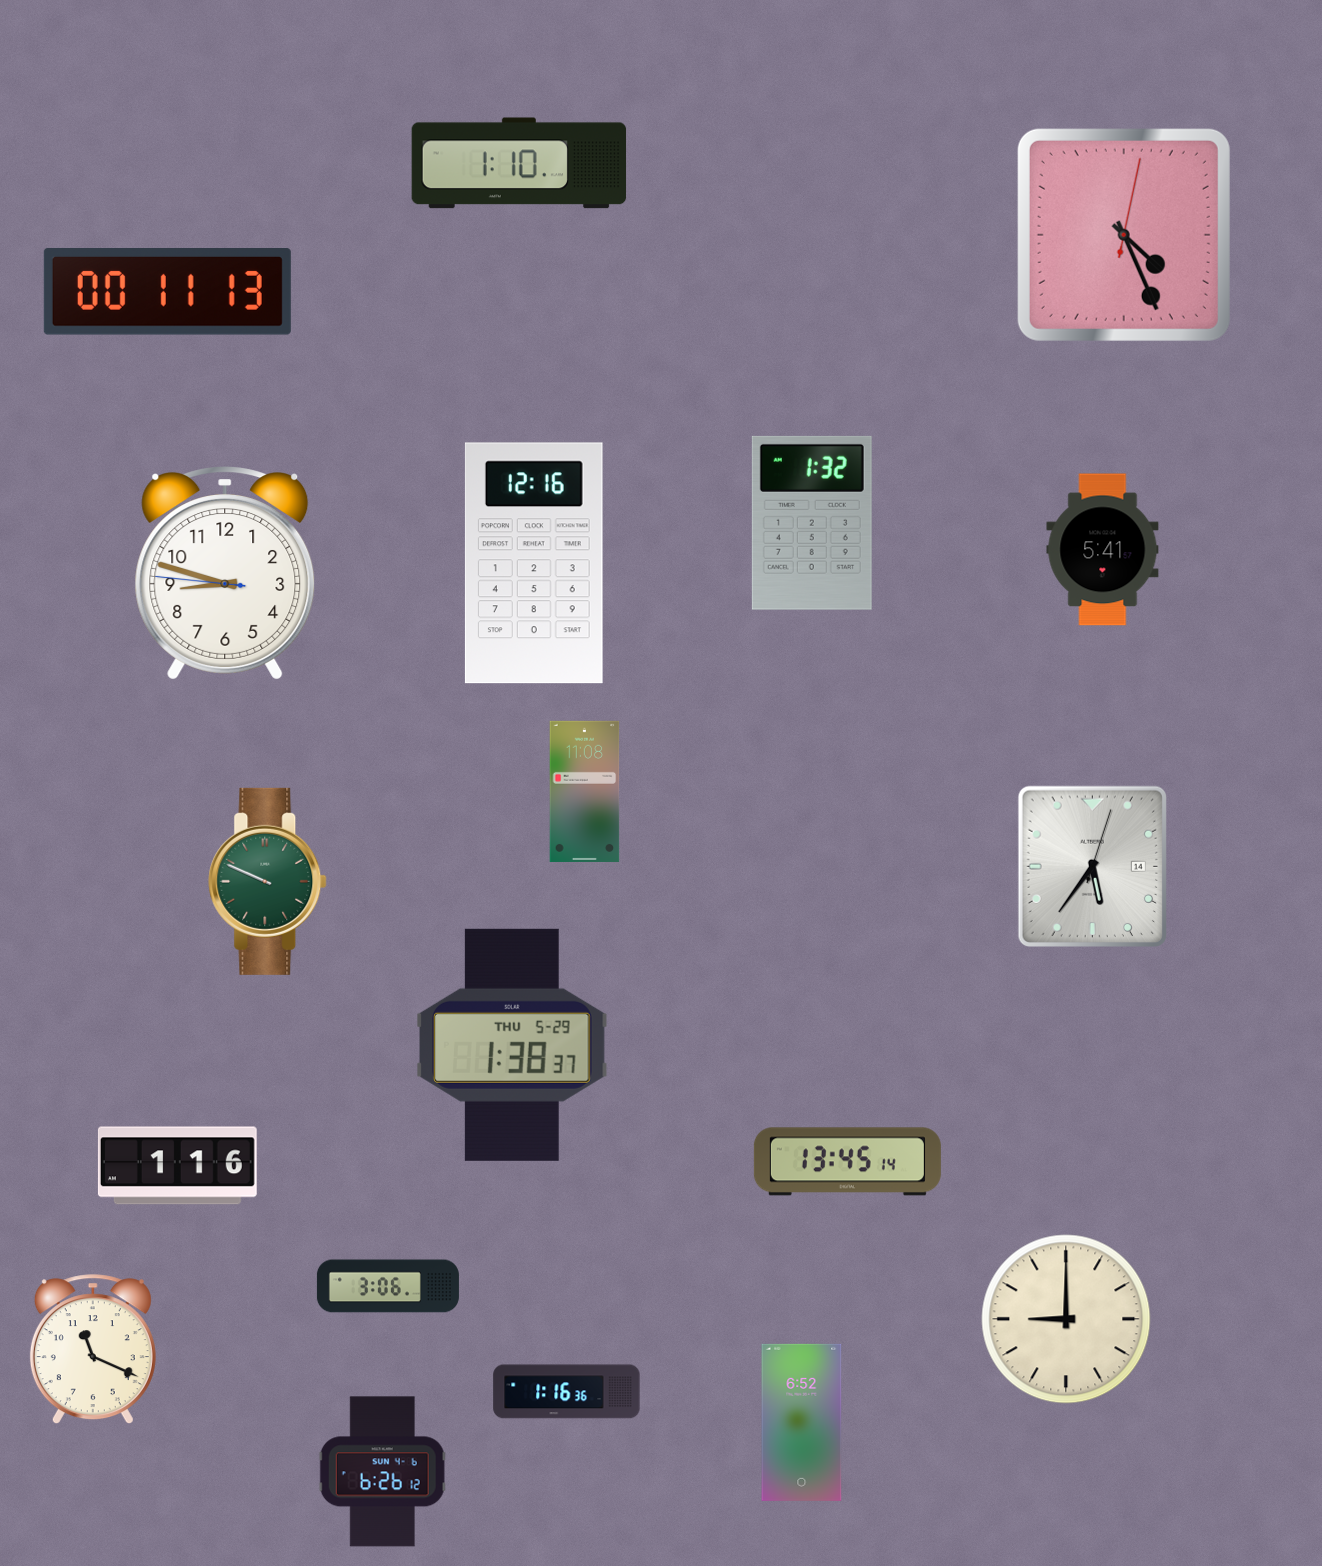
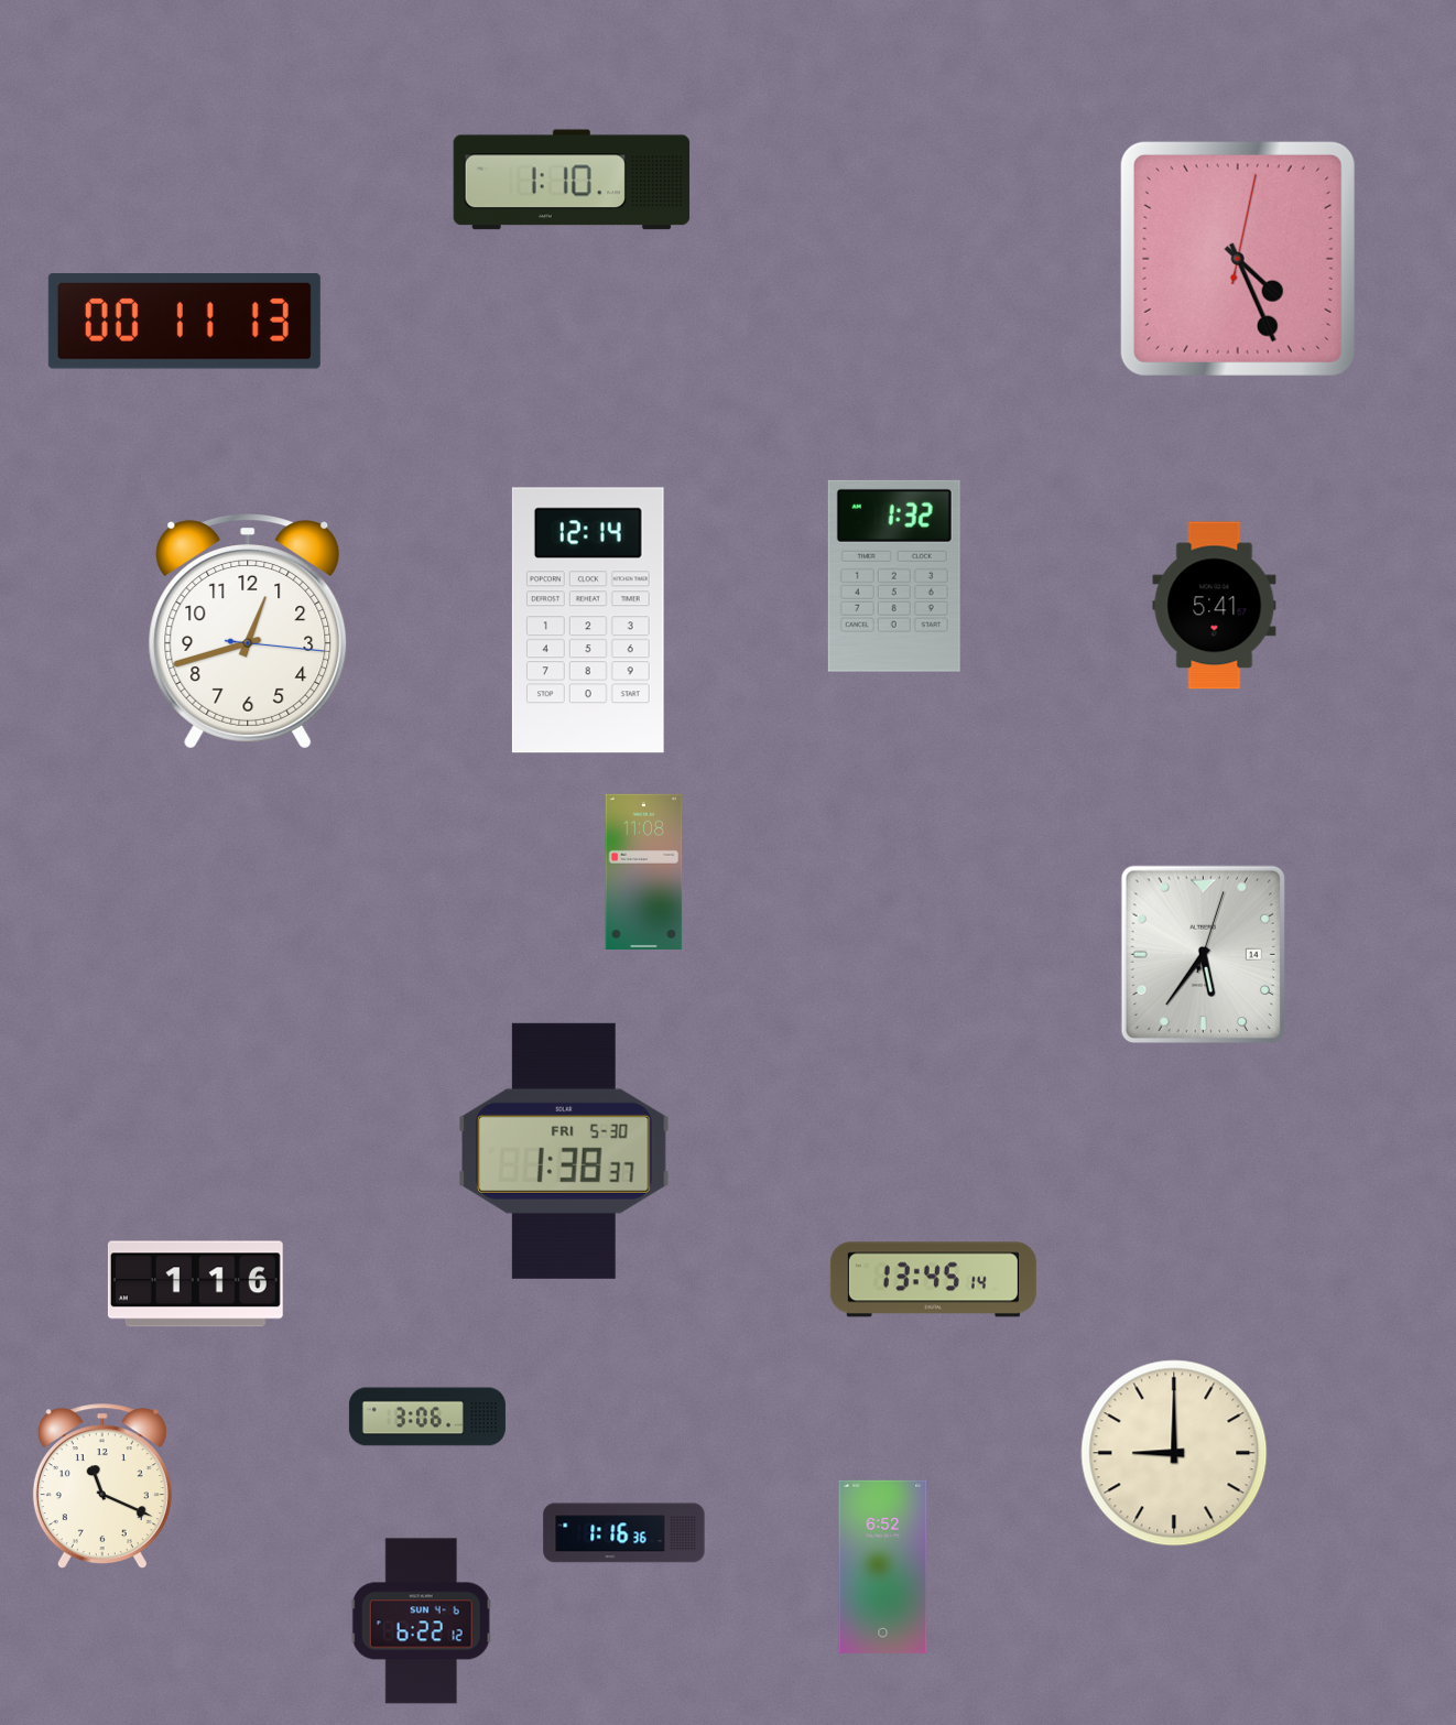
clock at (534, 563): 12:16 -> 12:14
clock at (225, 573): 8:47 -> 12:42
clock at (268, 881): 9:49 -> none
clock at (512, 1045) date: THU 5-29 -> FRI 5-30
clock at (382, 1472): 6:26 -> 6:22
